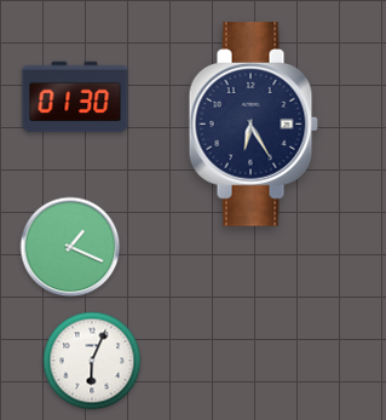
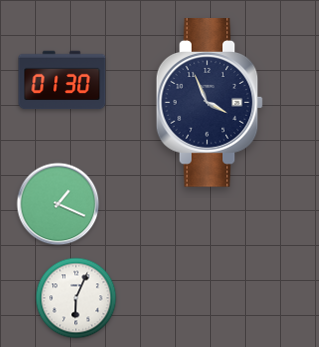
clock at (253, 125): 6:25 -> 3:56
